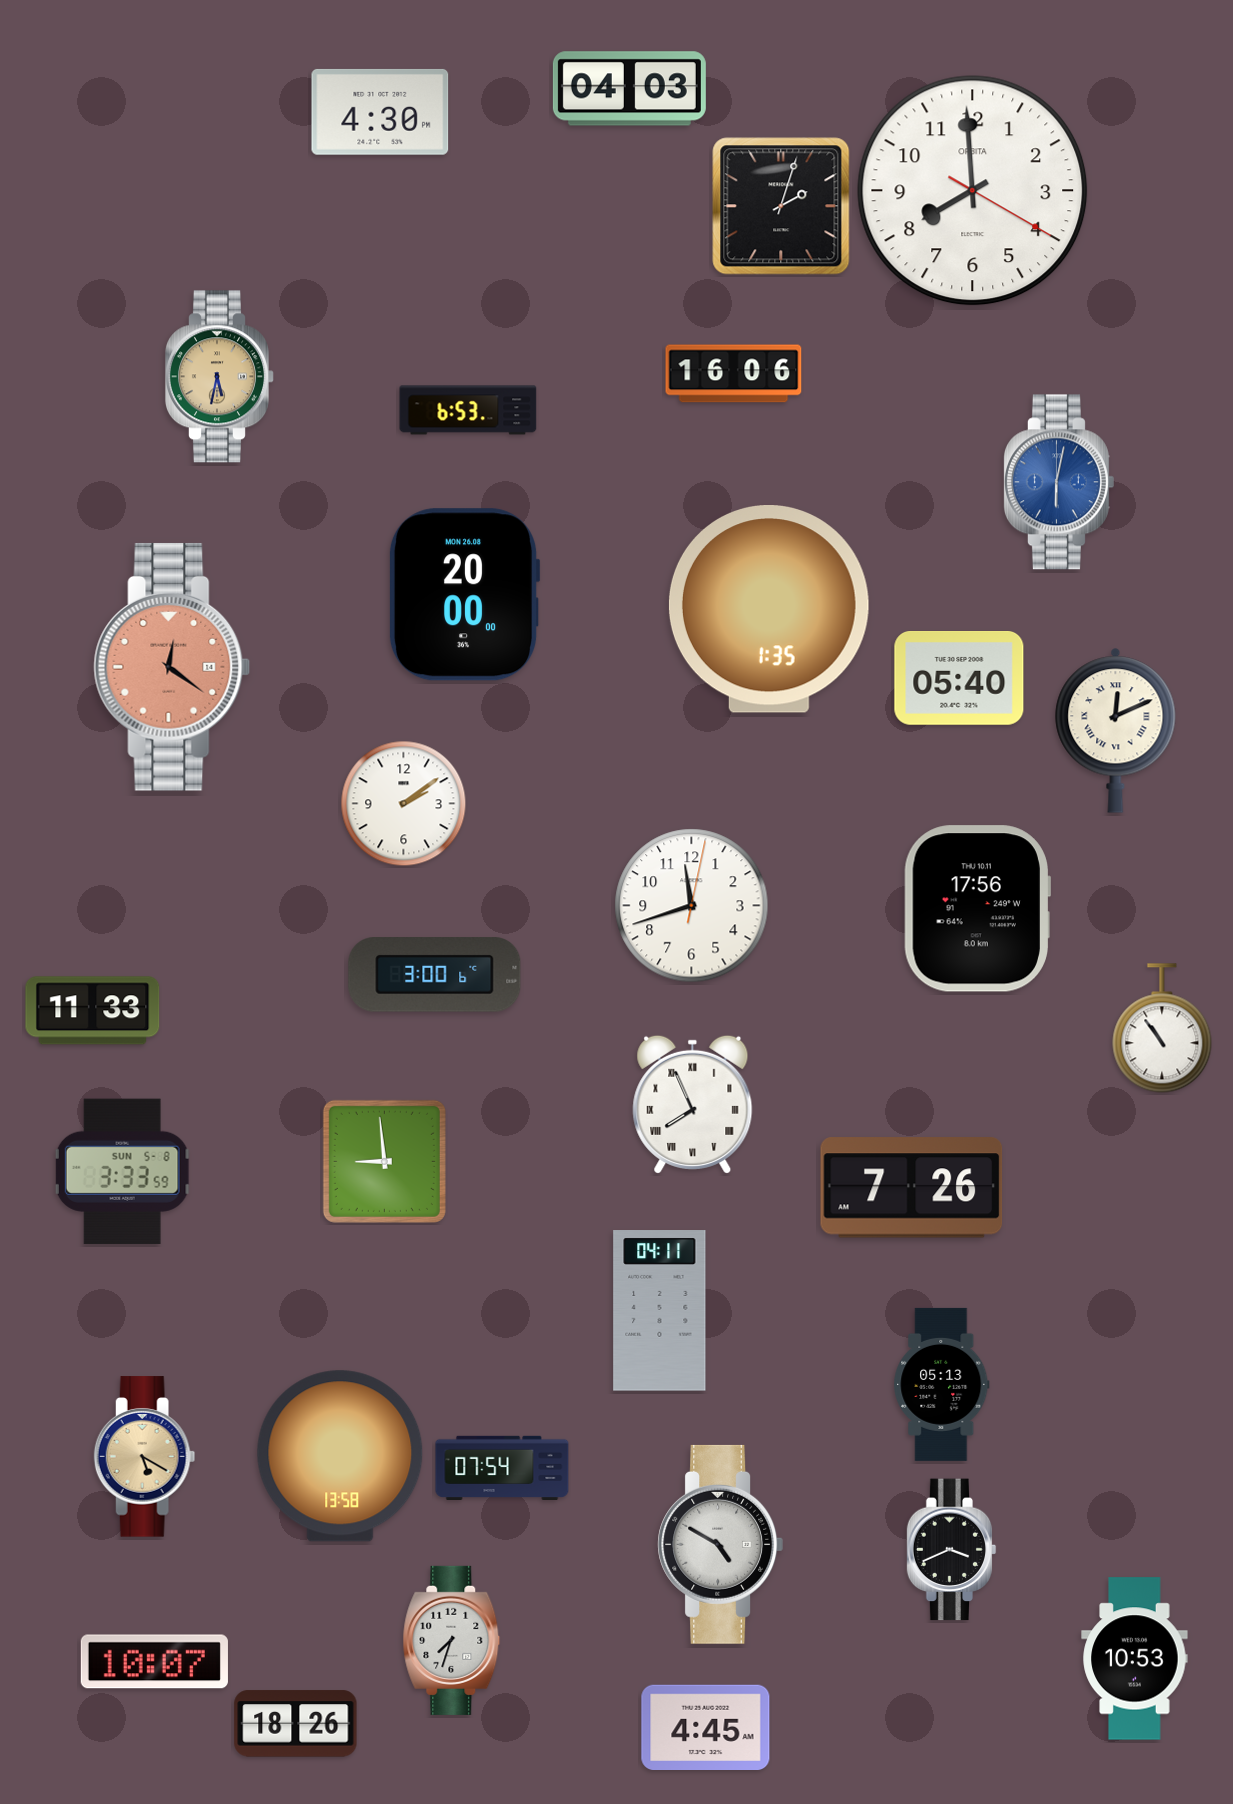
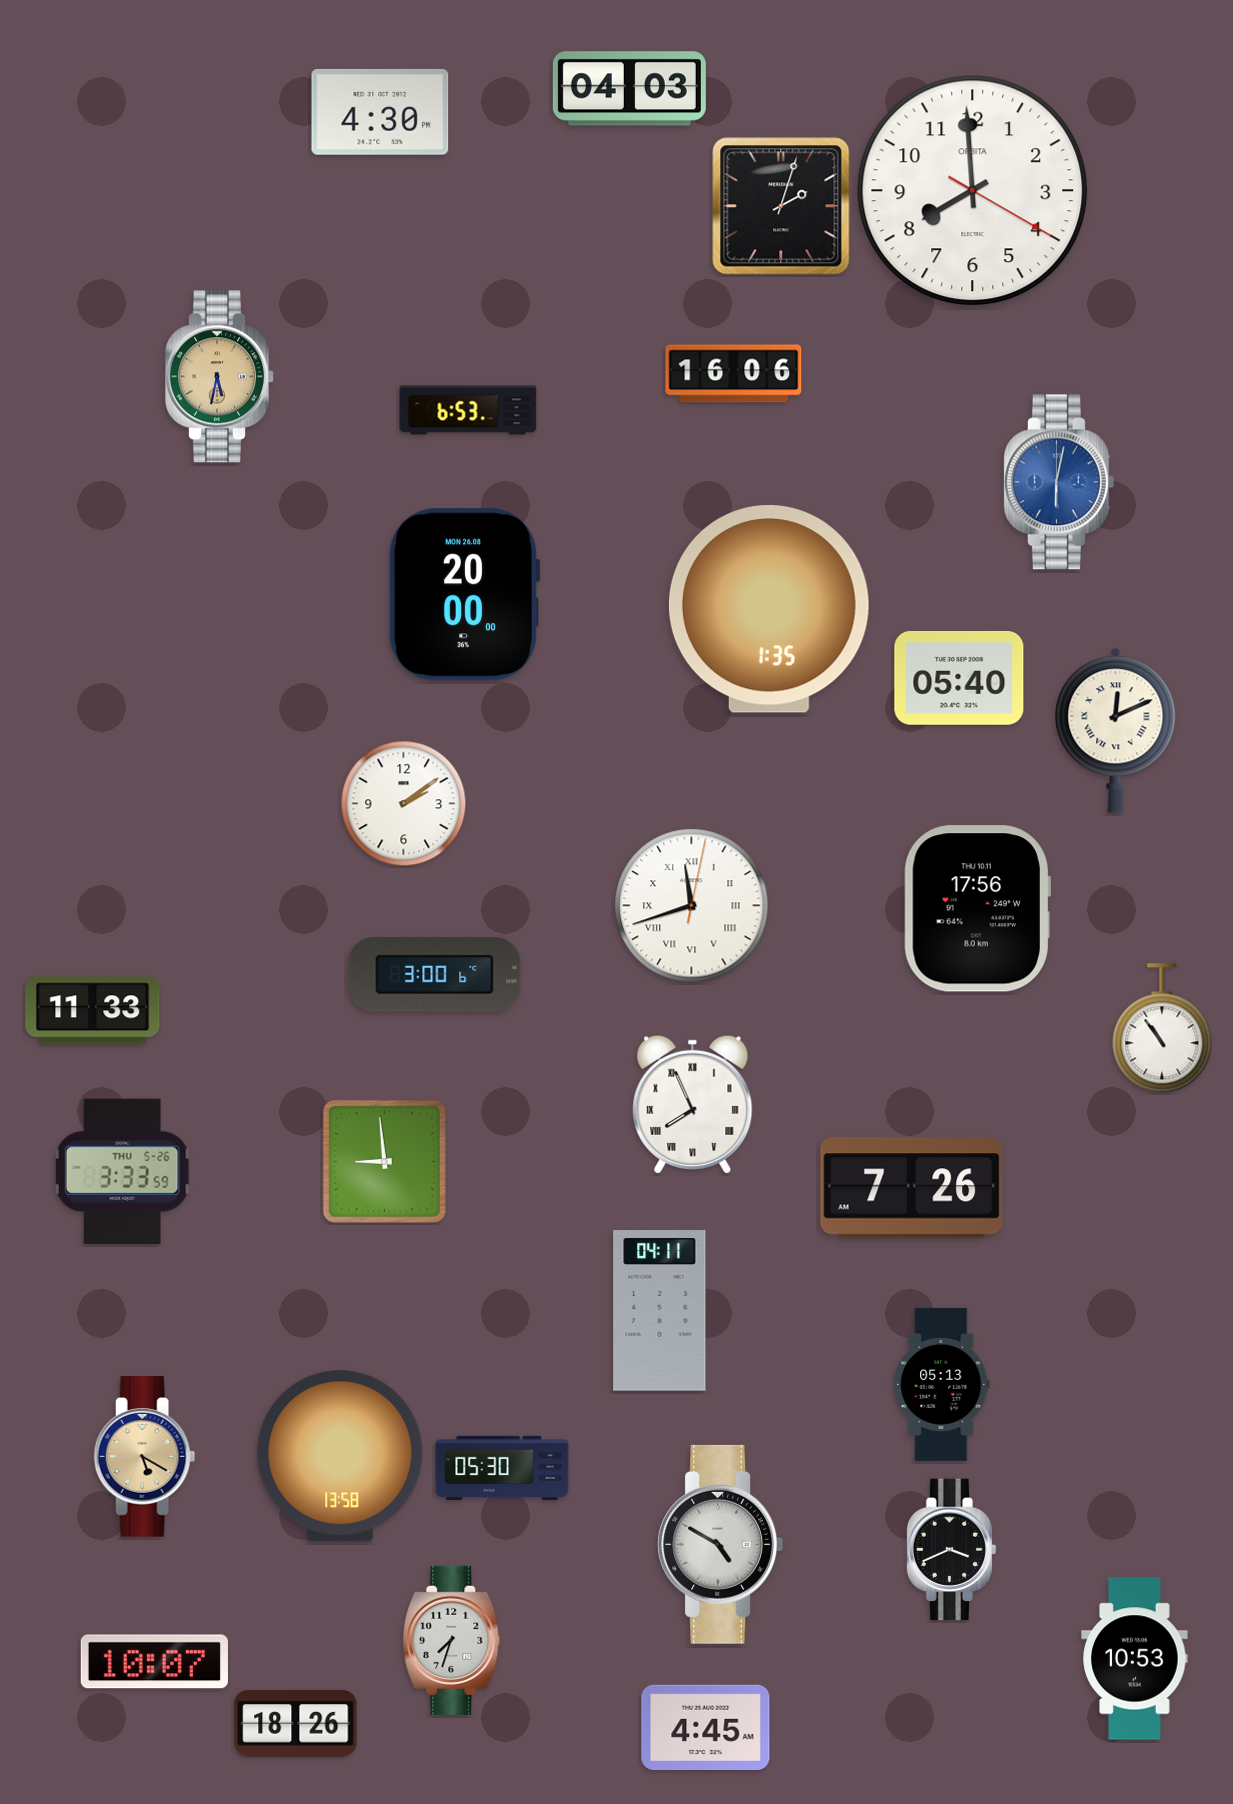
clock at (172, 667): 12:21 -> none
clock at (692, 906) numerals: Arabic -> Roman
clock at (122, 1171) date: SUN 5-8 -> THU 5-26
clock at (502, 1467): 07:54 -> 05:30
